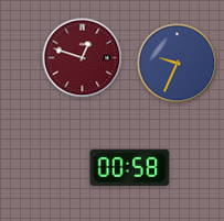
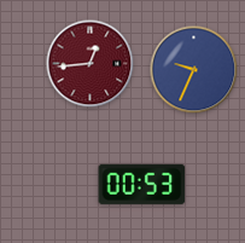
clock at (83, 58): 12:48 -> 12:44
clock at (130, 167): 00:58 -> 00:53
